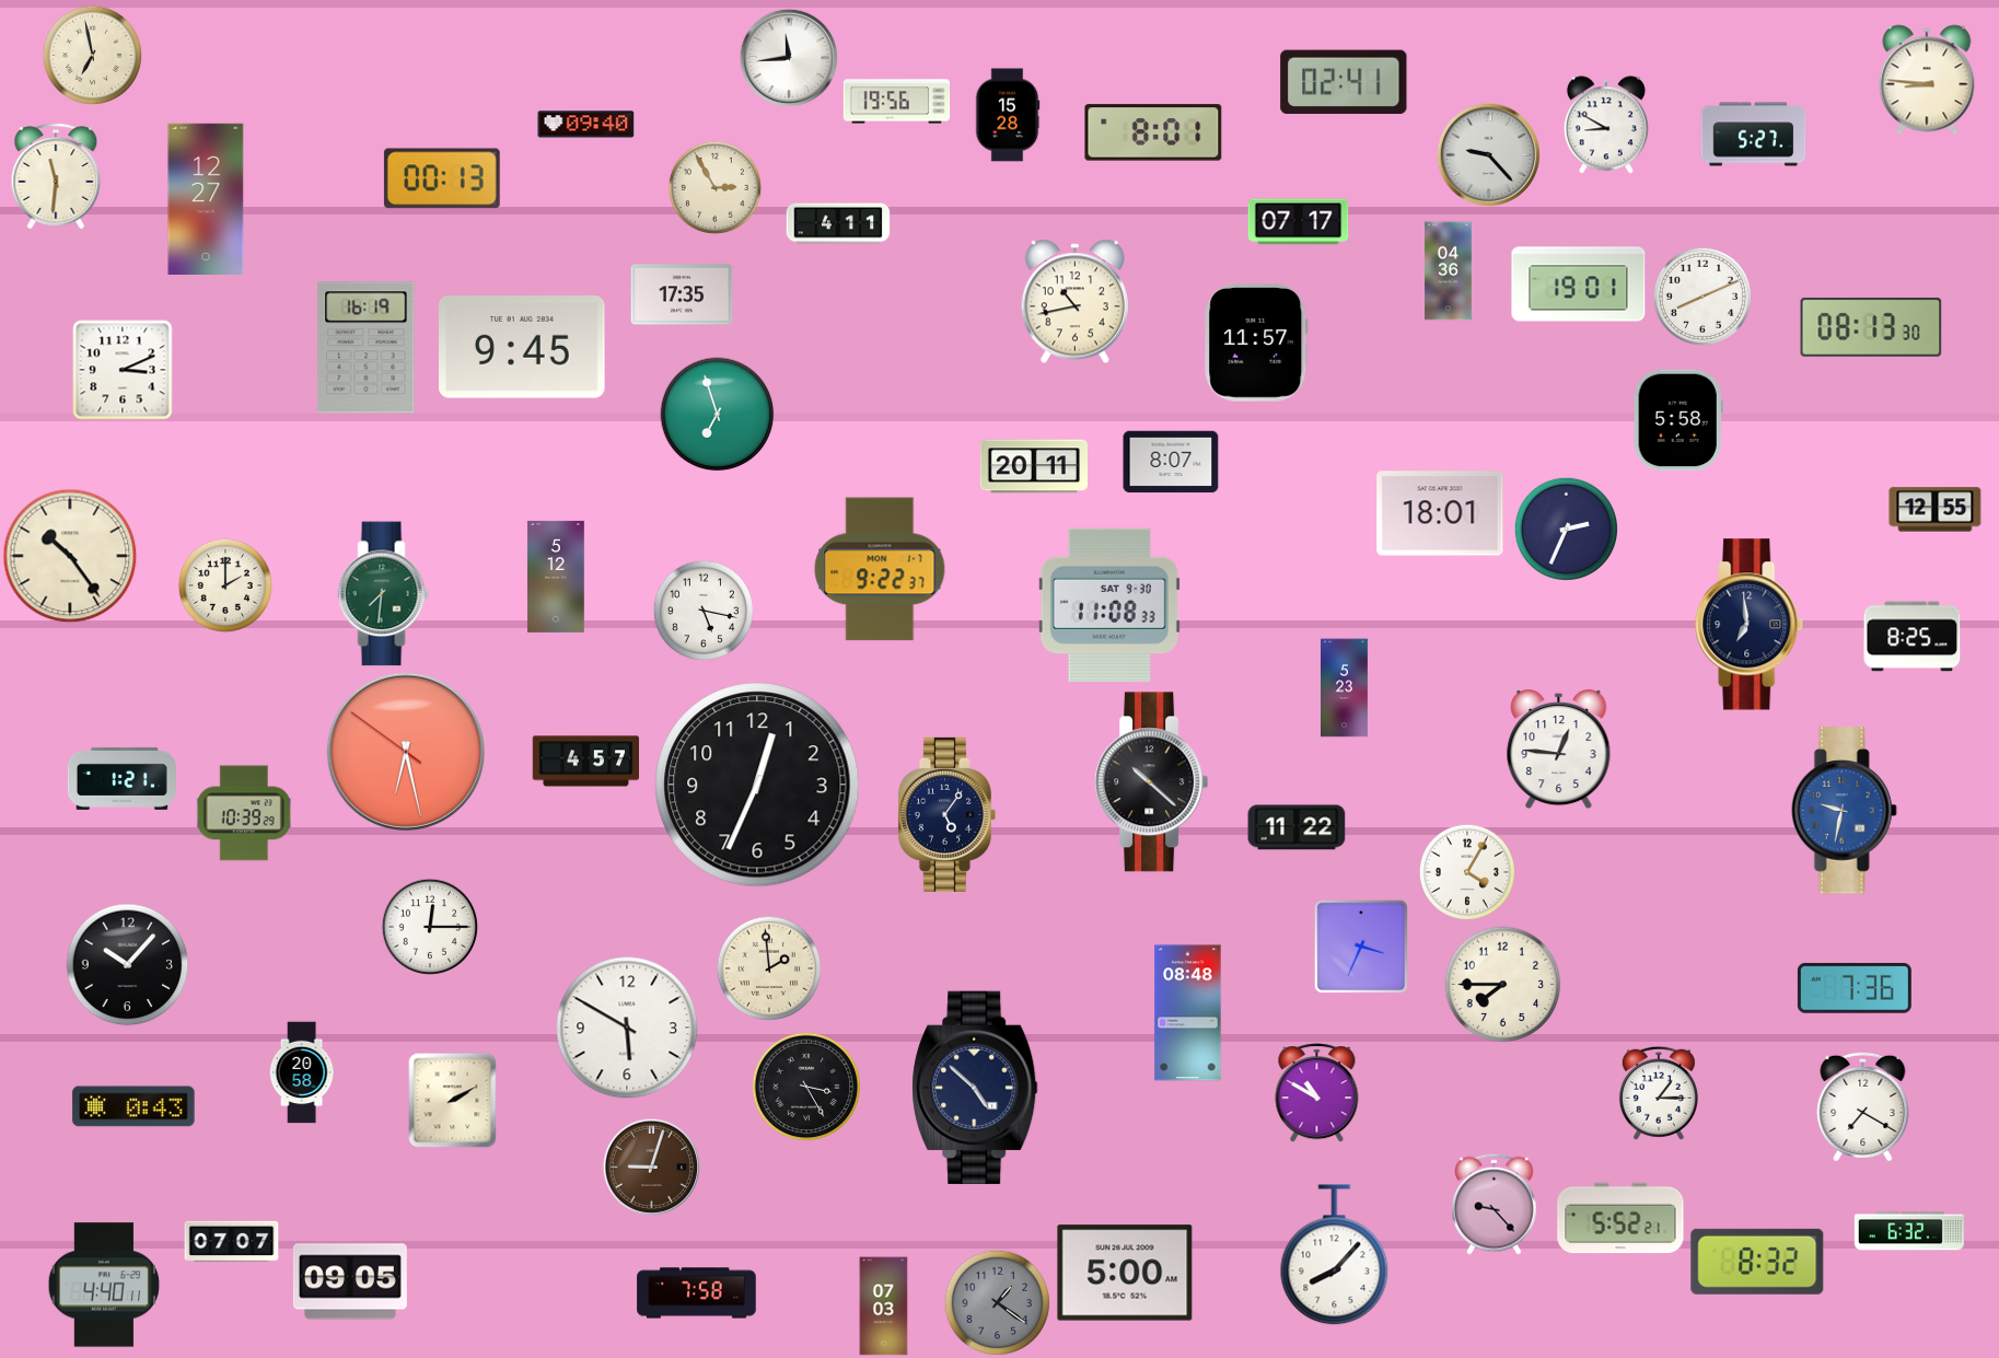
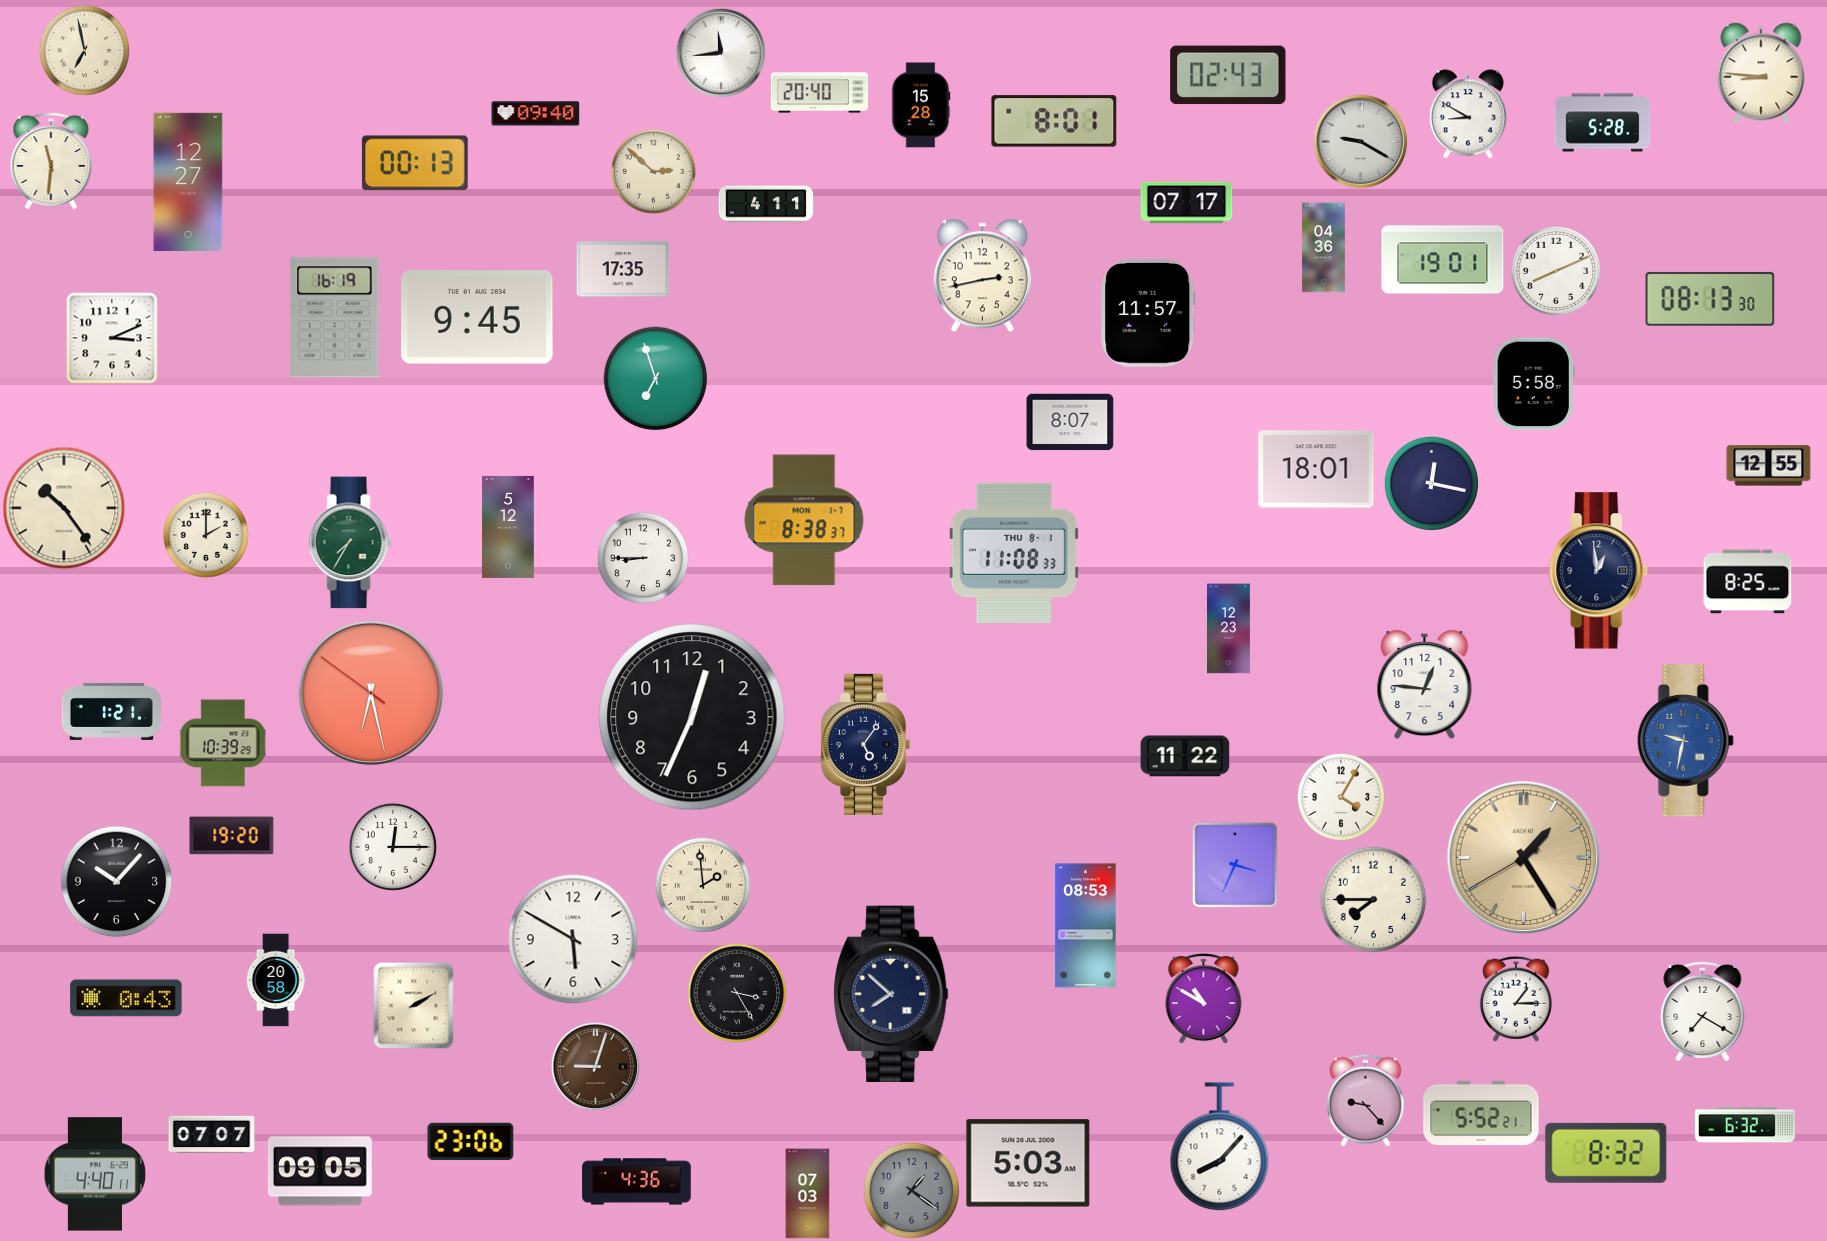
clock at (1344, 82): 02:41 -> 02:43
clock at (897, 102): 19:56 -> 20:40
clock at (1754, 135): 5:27 -> 5:28
clock at (1488, 154): 9:23 -> 9:20
clock at (442, 178) position: (442, 178) -> (415, 163)
clock at (714, 187): 2:55 -> 2:52
clock at (1074, 302): 10:43 -> 2:43
clock at (1033, 466): 20:11 -> none
clock at (1566, 529): 2:34 -> 12:17
clock at (880, 569): 9:22 -> 8:38
clock at (384, 594): 7:31 -> 7:35
clock at (1109, 605) date: SAT 9-30 -> THU 8-1
clock at (702, 610): 5:17 -> 8:45
clock at (1750, 625): 6:59 -> 12:59
clock at (1345, 688): 5:23 -> 12:23
clock at (406, 752) position: (406, 752) -> (371, 693)
clock at (585, 762): 4:57 -> none
clock at (1152, 782): 10:22 -> none
clock at (232, 836): none -> 19:20
clock at (1524, 858): none -> 1:24
clock at (1361, 947) position: (1361, 947) -> (1235, 865)
clock at (1855, 988): 7:36 -> none
clock at (1188, 1013): 08:48 -> 08:53
clock at (975, 1087): 4:52 -> 7:52
clock at (133, 1106) position: (133, 1106) -> (126, 998)
clock at (471, 1142): none -> 23:06
clock at (1125, 1273): 5:00 -> 5:03
clock at (697, 1293): 7:58 -> 4:36
